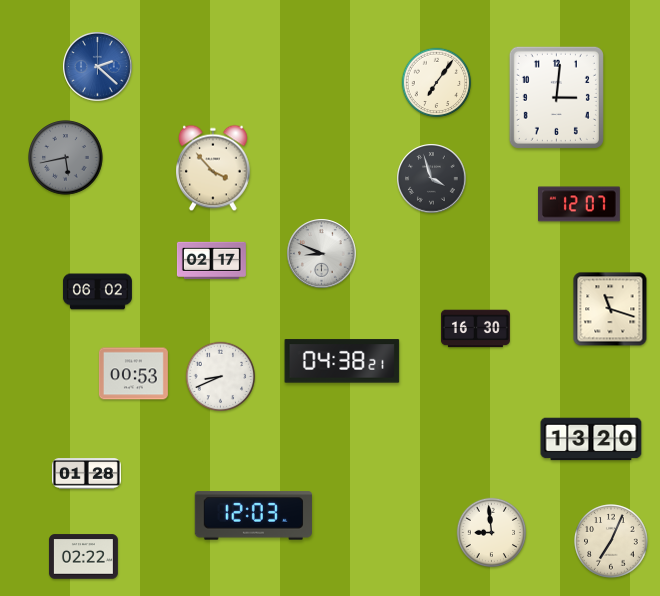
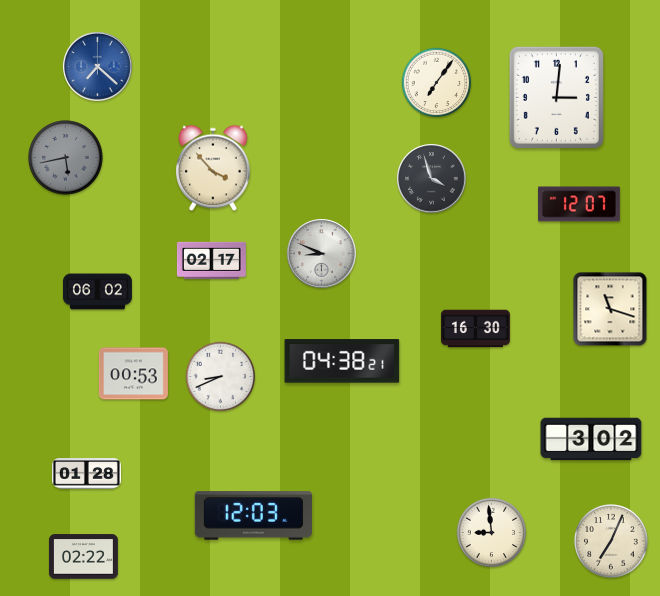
clock at (98, 67): 2:22 -> 7:22
clock at (591, 439): 13:20 -> 3:02
